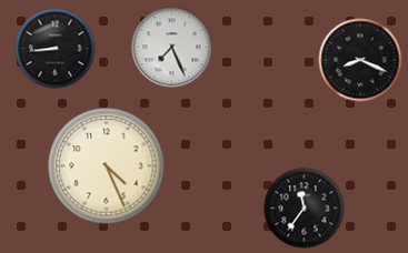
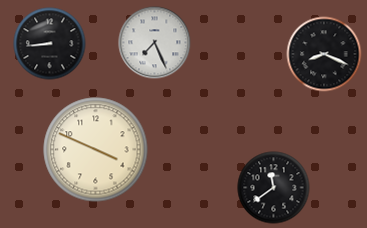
clock at (107, 166): 4:26 -> 3:49
clock at (305, 209): 11:36 -> 11:39
